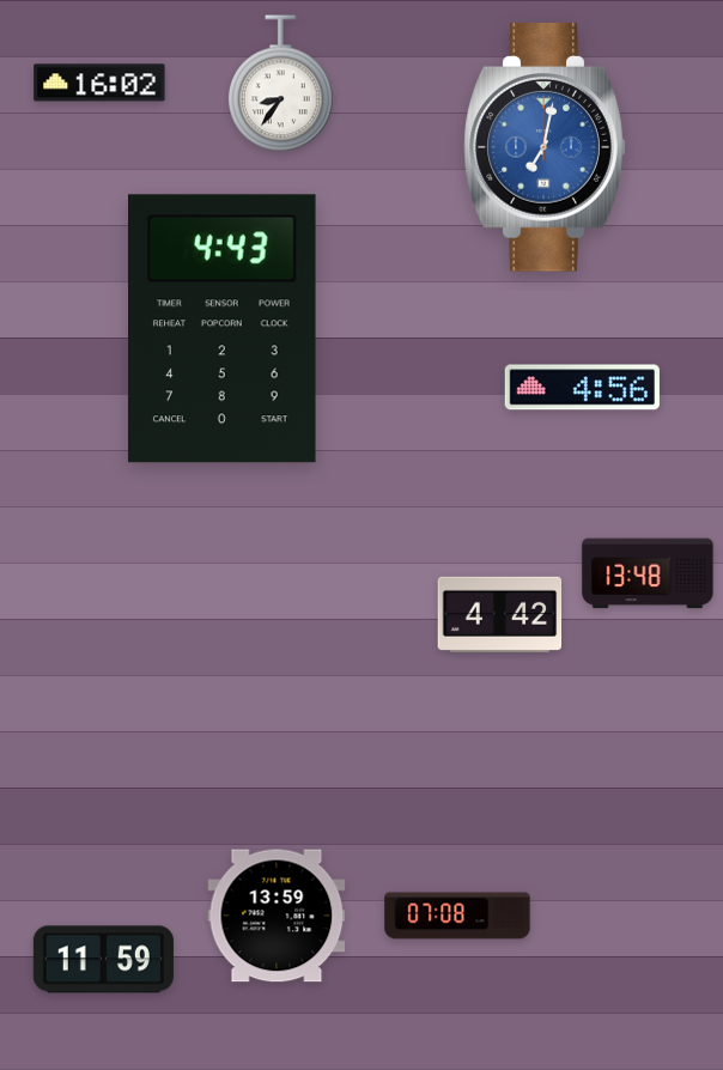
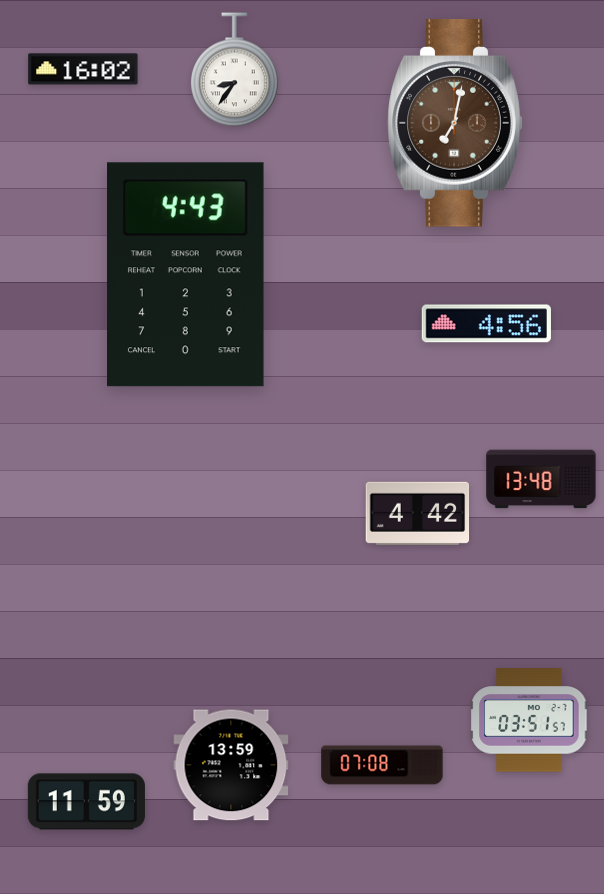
clock at (545, 147) dial: blue -> brown
clock at (529, 720): none -> 03:51
